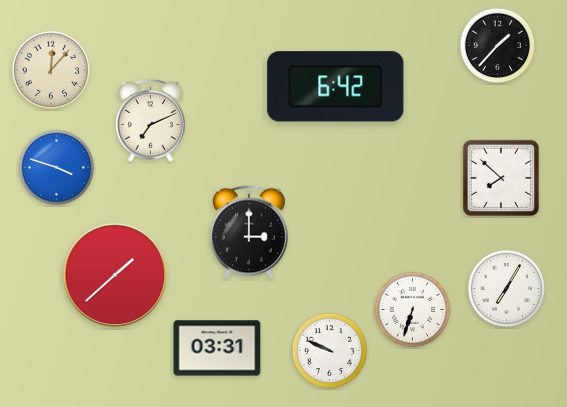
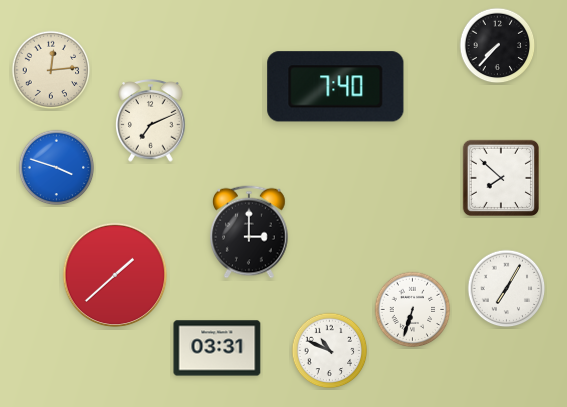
clock at (498, 46): 1:37 -> 7:37
clock at (51, 70): 12:07 -> 12:14
clock at (336, 87): 6:42 -> 7:40
clock at (330, 351): 9:49 -> 10:49
